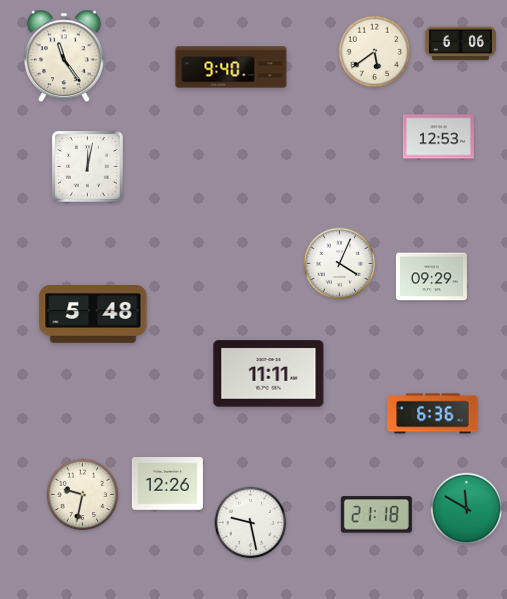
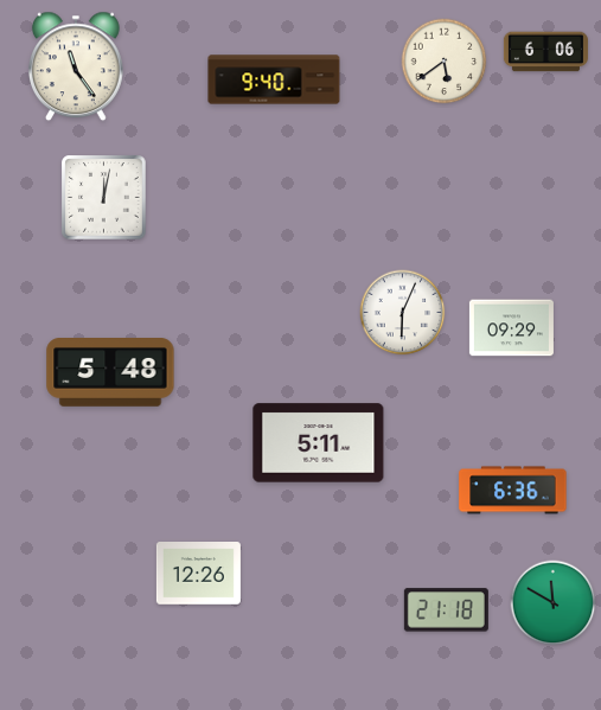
clock at (438, 137): 12:53 -> none
clock at (340, 264): 4:04 -> 6:04
clock at (269, 374): 11:11 -> 5:11
clock at (83, 495): 9:32 -> none
clock at (251, 523): 9:28 -> none
